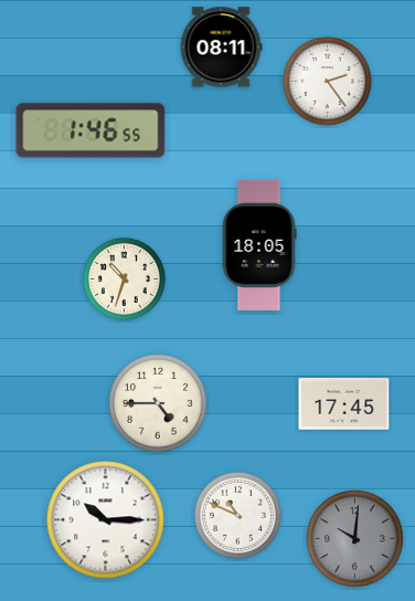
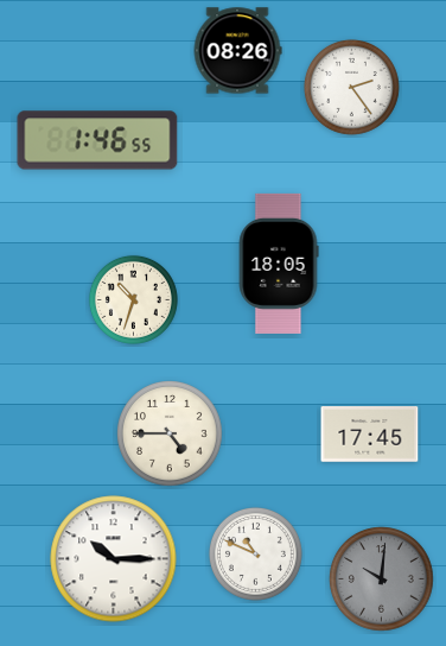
clock at (221, 48): 08:11 -> 08:26
